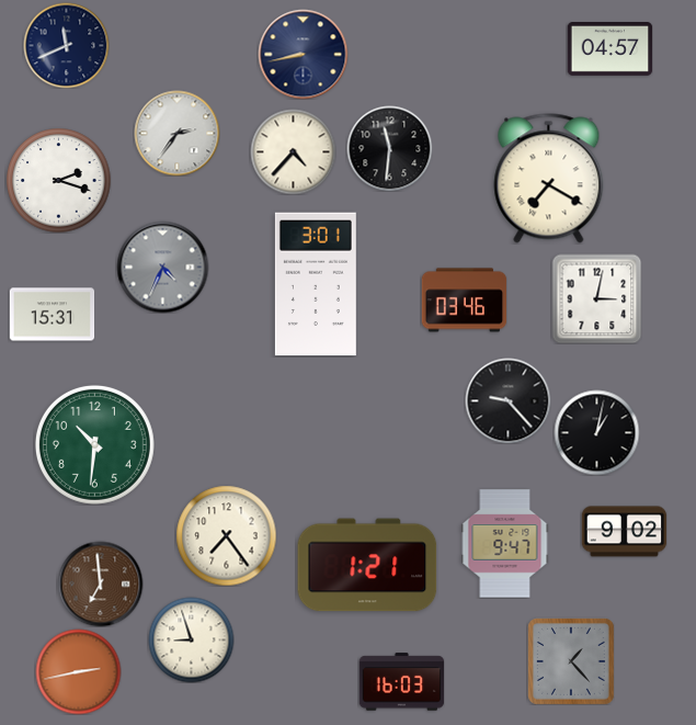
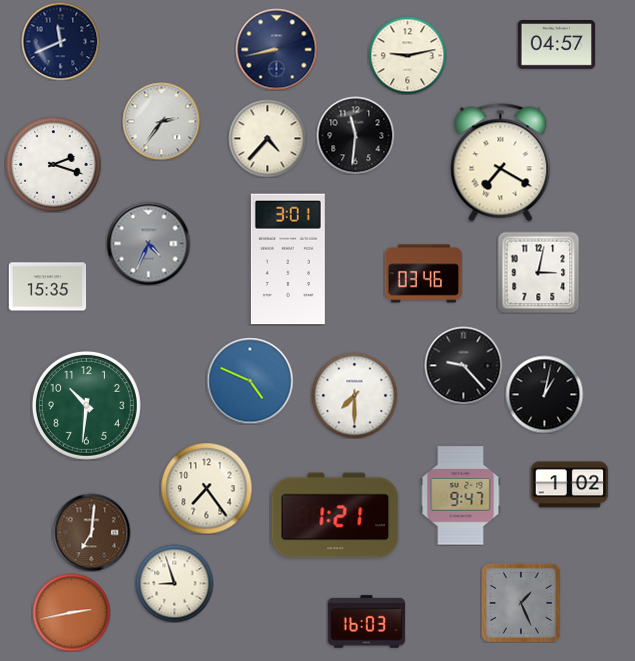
clock at (407, 55): none -> 9:13
clock at (596, 298) position: (596, 298) -> (538, 272)
clock at (52, 315): 15:31 -> 15:35
clock at (250, 381): none -> 4:49
clock at (354, 395): none -> 7:30
clock at (624, 532): 9:02 -> 1:02
clock at (100, 584): 6:59 -> 7:01
clock at (571, 661): 1:23 -> 1:26
